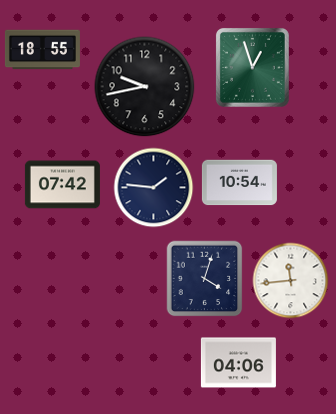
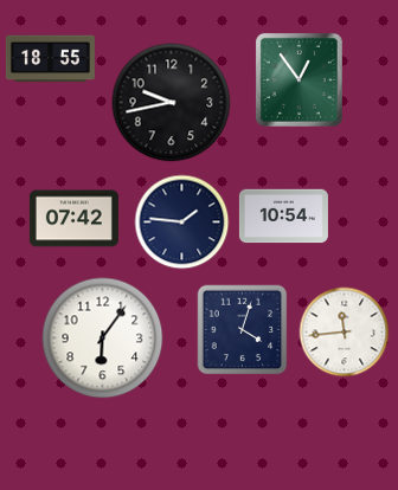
clock at (252, 67): 12:57 -> 12:54
clock at (103, 339): none -> 6:06
clock at (238, 363): 04:06 -> none
